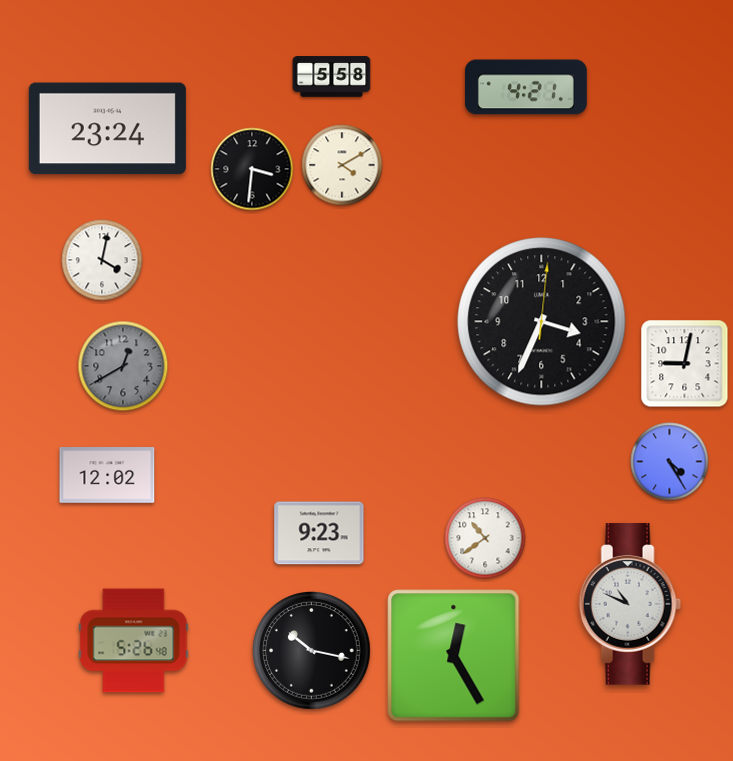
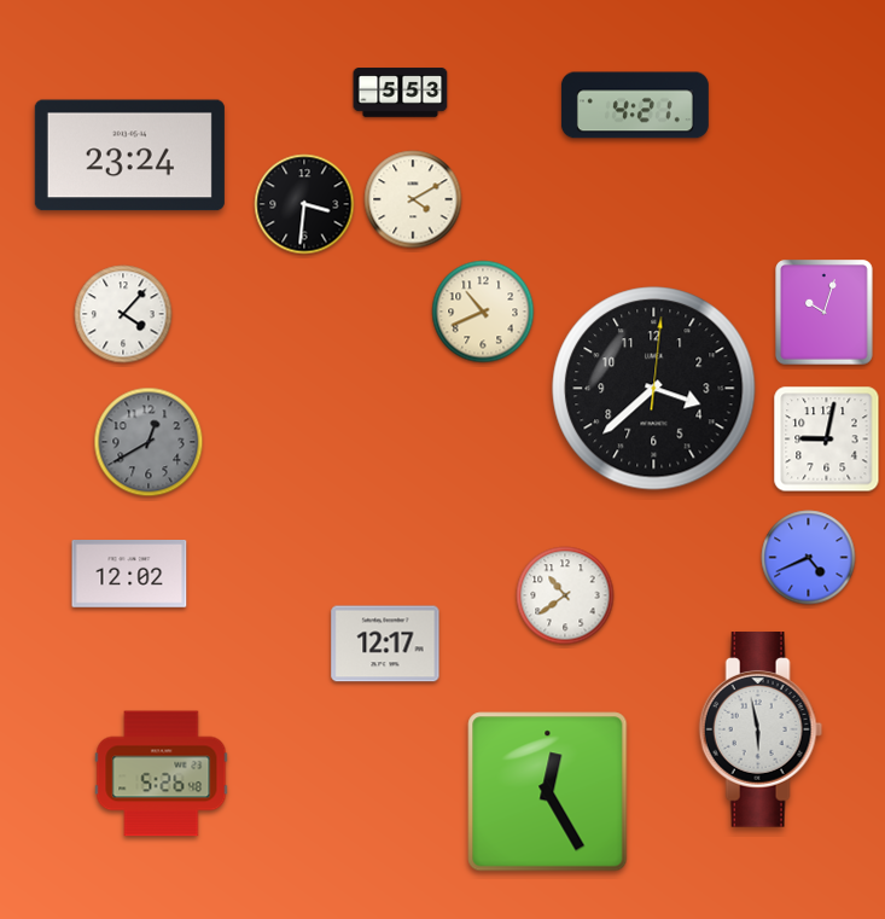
clock at (332, 77): 5:58 -> 5:53
clock at (483, 312): none -> 10:41
clock at (825, 313): none -> 10:03
clock at (102, 260): 4:02 -> 4:07
clock at (542, 322): 3:34 -> 3:38
clock at (670, 462): 4:25 -> 4:41
clock at (319, 533): 9:23 -> 12:17
clock at (485, 538) position: (485, 538) -> (565, 595)
clock at (630, 604): 10:49 -> 5:58
clock at (312, 651): 10:17 -> none
